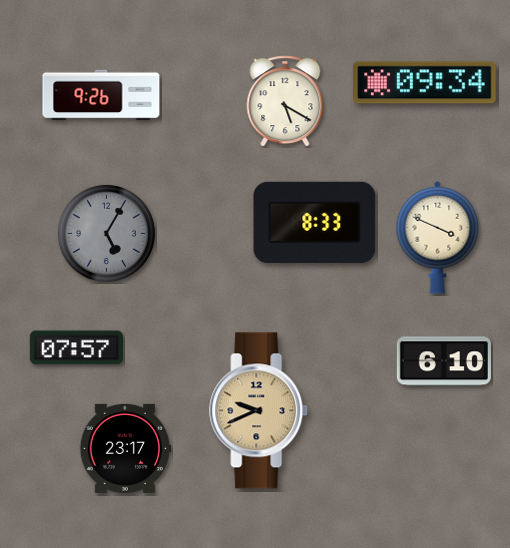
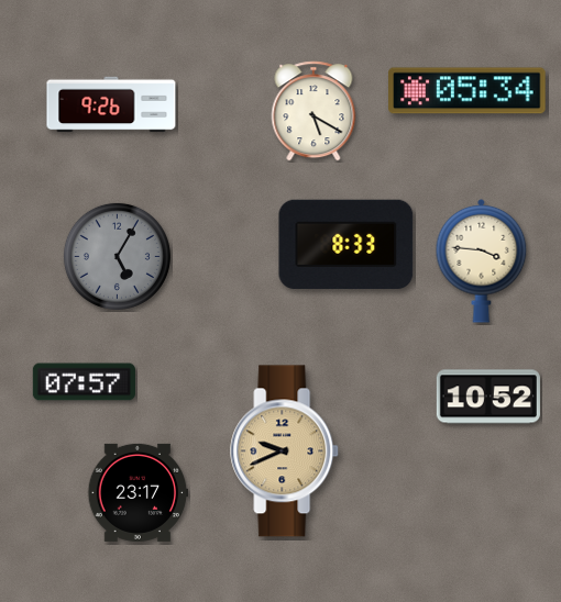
clock at (425, 83): 09:34 -> 05:34
clock at (438, 237): 3:49 -> 3:46
clock at (444, 361): 6:10 -> 10:52
